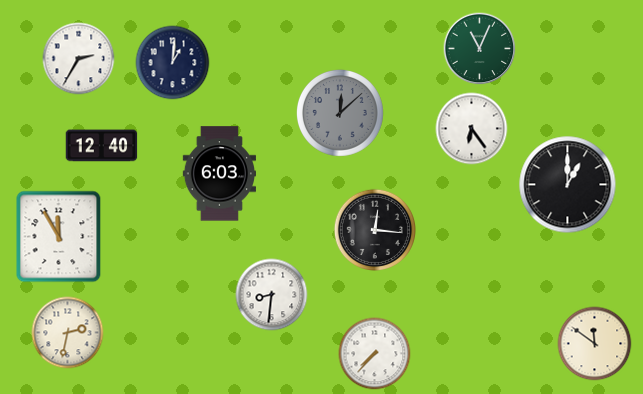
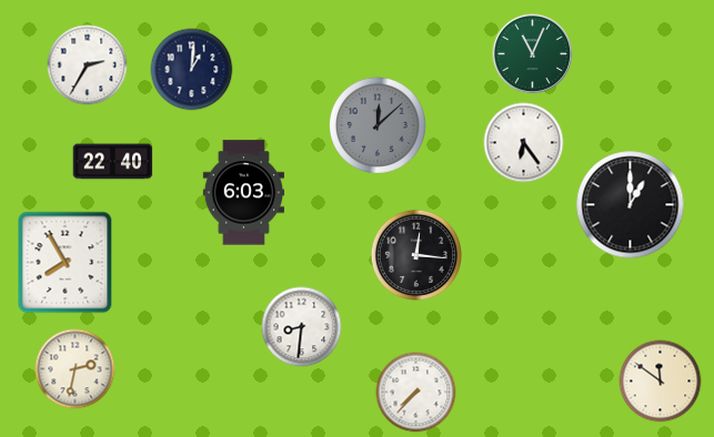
clock at (102, 146): 12:40 -> 22:40
clock at (59, 237): 11:55 -> 7:55
